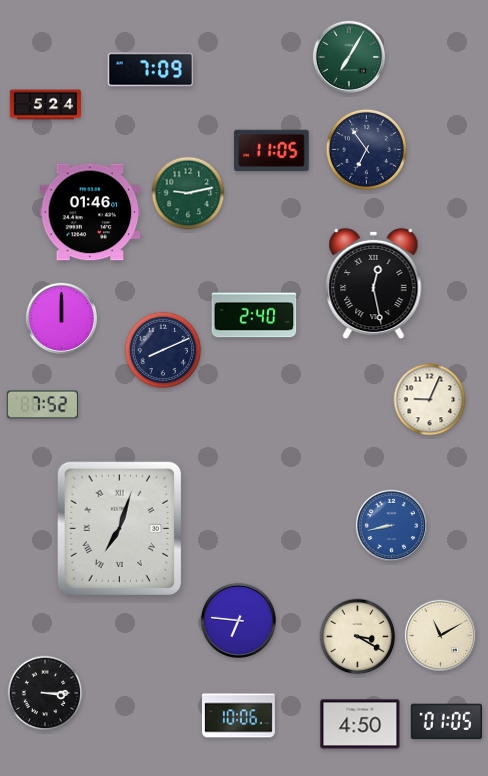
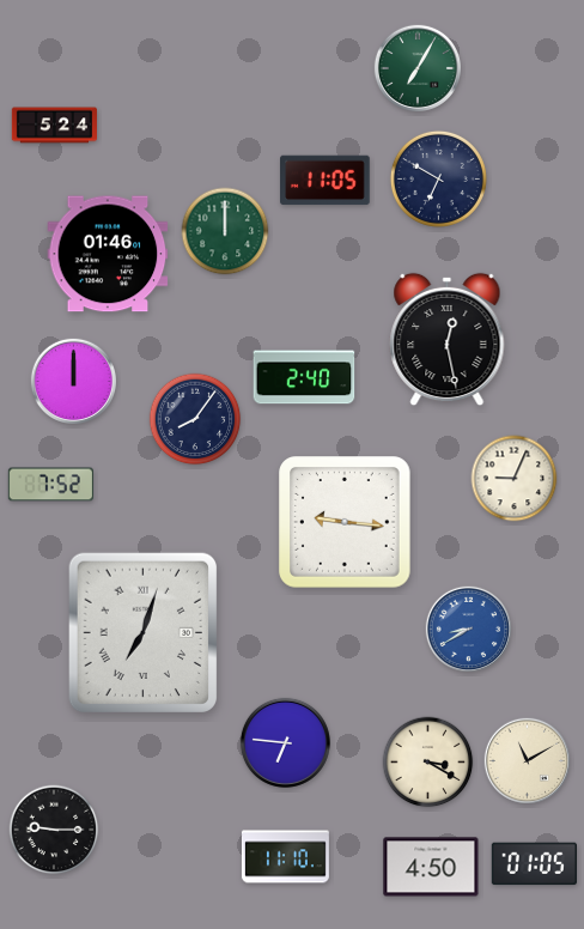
clock at (151, 70): 7:09 -> none
clock at (366, 149): 6:54 -> 6:50
clock at (188, 193): 9:13 -> 12:00
clock at (163, 350): 8:11 -> 8:06
clock at (346, 523): none -> 9:16
clock at (391, 525): 8:43 -> 8:40
clock at (45, 693): 3:15 -> 9:15
clock at (238, 716): 10:06 -> 11:10
